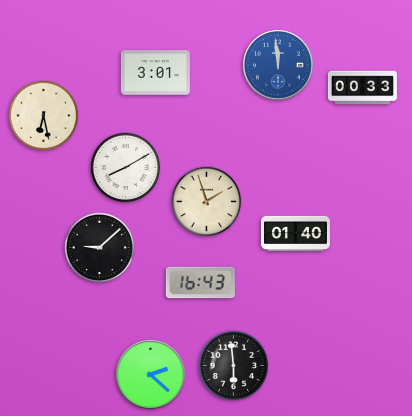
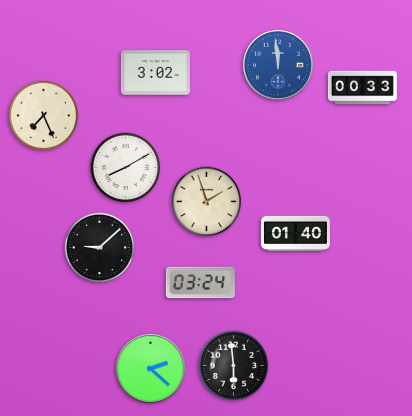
clock at (155, 73): 3:01 -> 3:02
clock at (44, 116): 6:28 -> 7:26
clock at (200, 283): 16:43 -> 03:24
clock at (151, 375) position: (151, 375) -> (151, 369)
